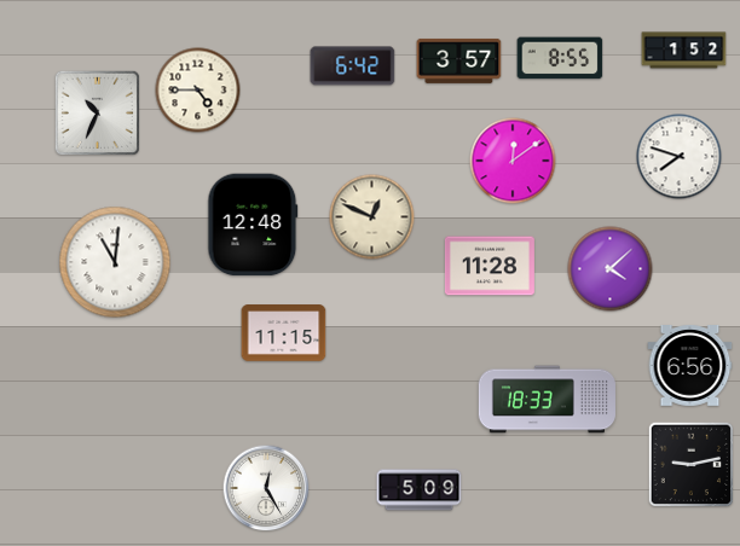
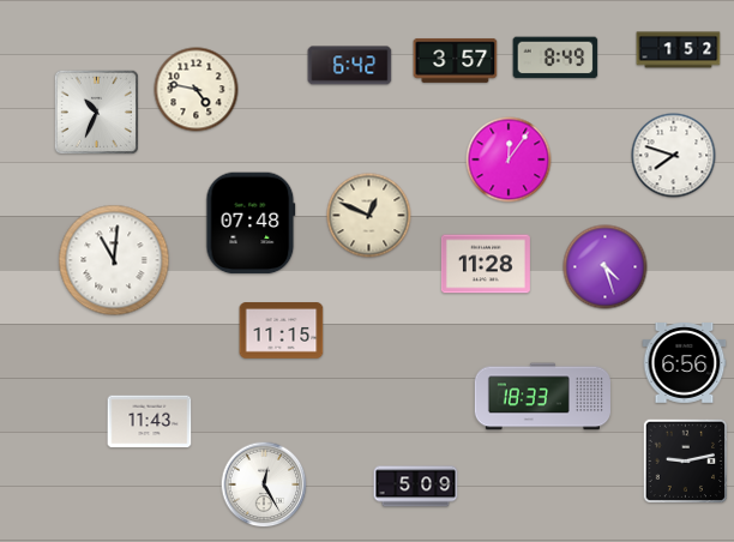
clock at (560, 58): 8:55 -> 8:49
clock at (198, 91): 4:45 -> 4:47
clock at (513, 161): 12:09 -> 12:06
clock at (253, 225): 12:48 -> 07:48
clock at (611, 269): 4:08 -> 4:27
clock at (150, 422): none -> 11:43
